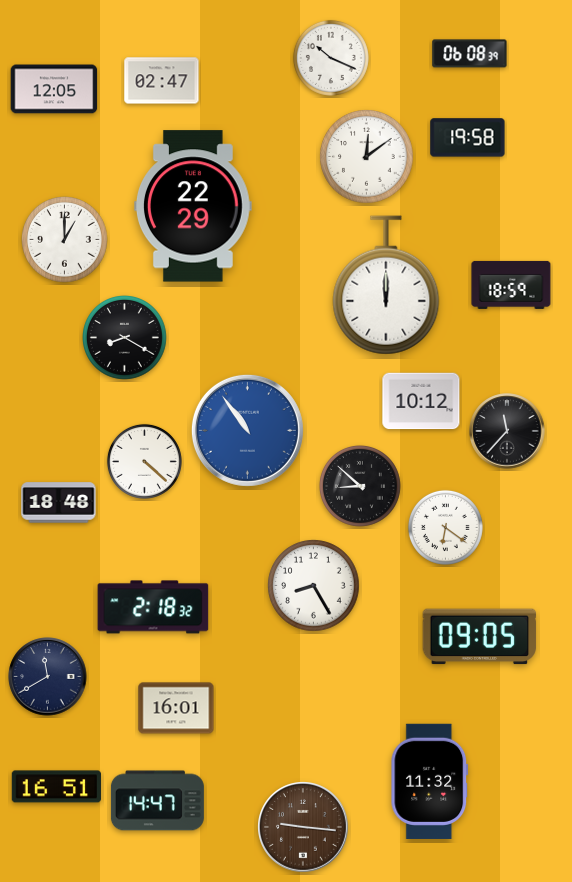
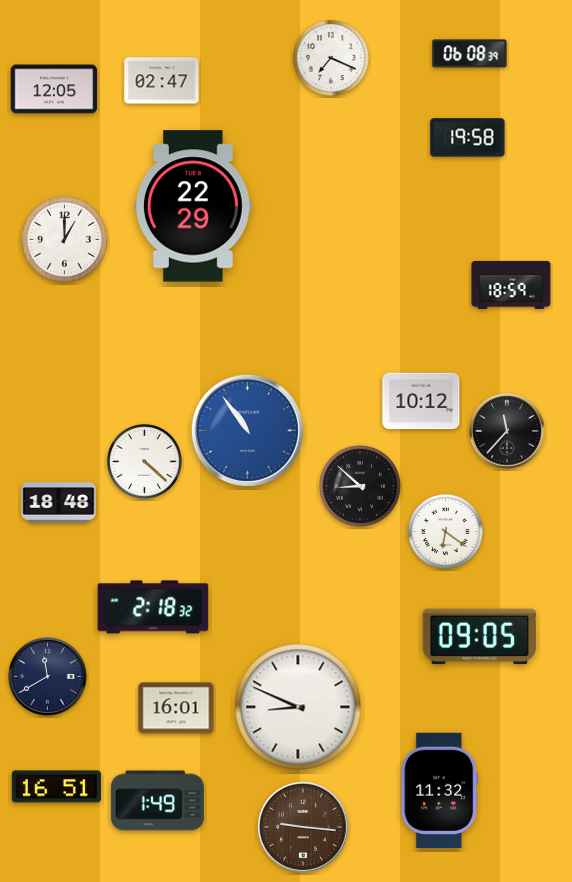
clock at (331, 58): 10:19 -> 7:19
clock at (367, 157): 12:09 -> none
clock at (386, 285): 12:00 -> none
clock at (125, 338): 8:20 -> none
clock at (445, 527) position: (445, 527) -> (445, 531)
clock at (314, 586): 8:25 -> none
clock at (298, 707): none -> 8:49
clock at (430, 781) position: (430, 781) -> (440, 790)
clock at (157, 801): 14:47 -> 1:49
